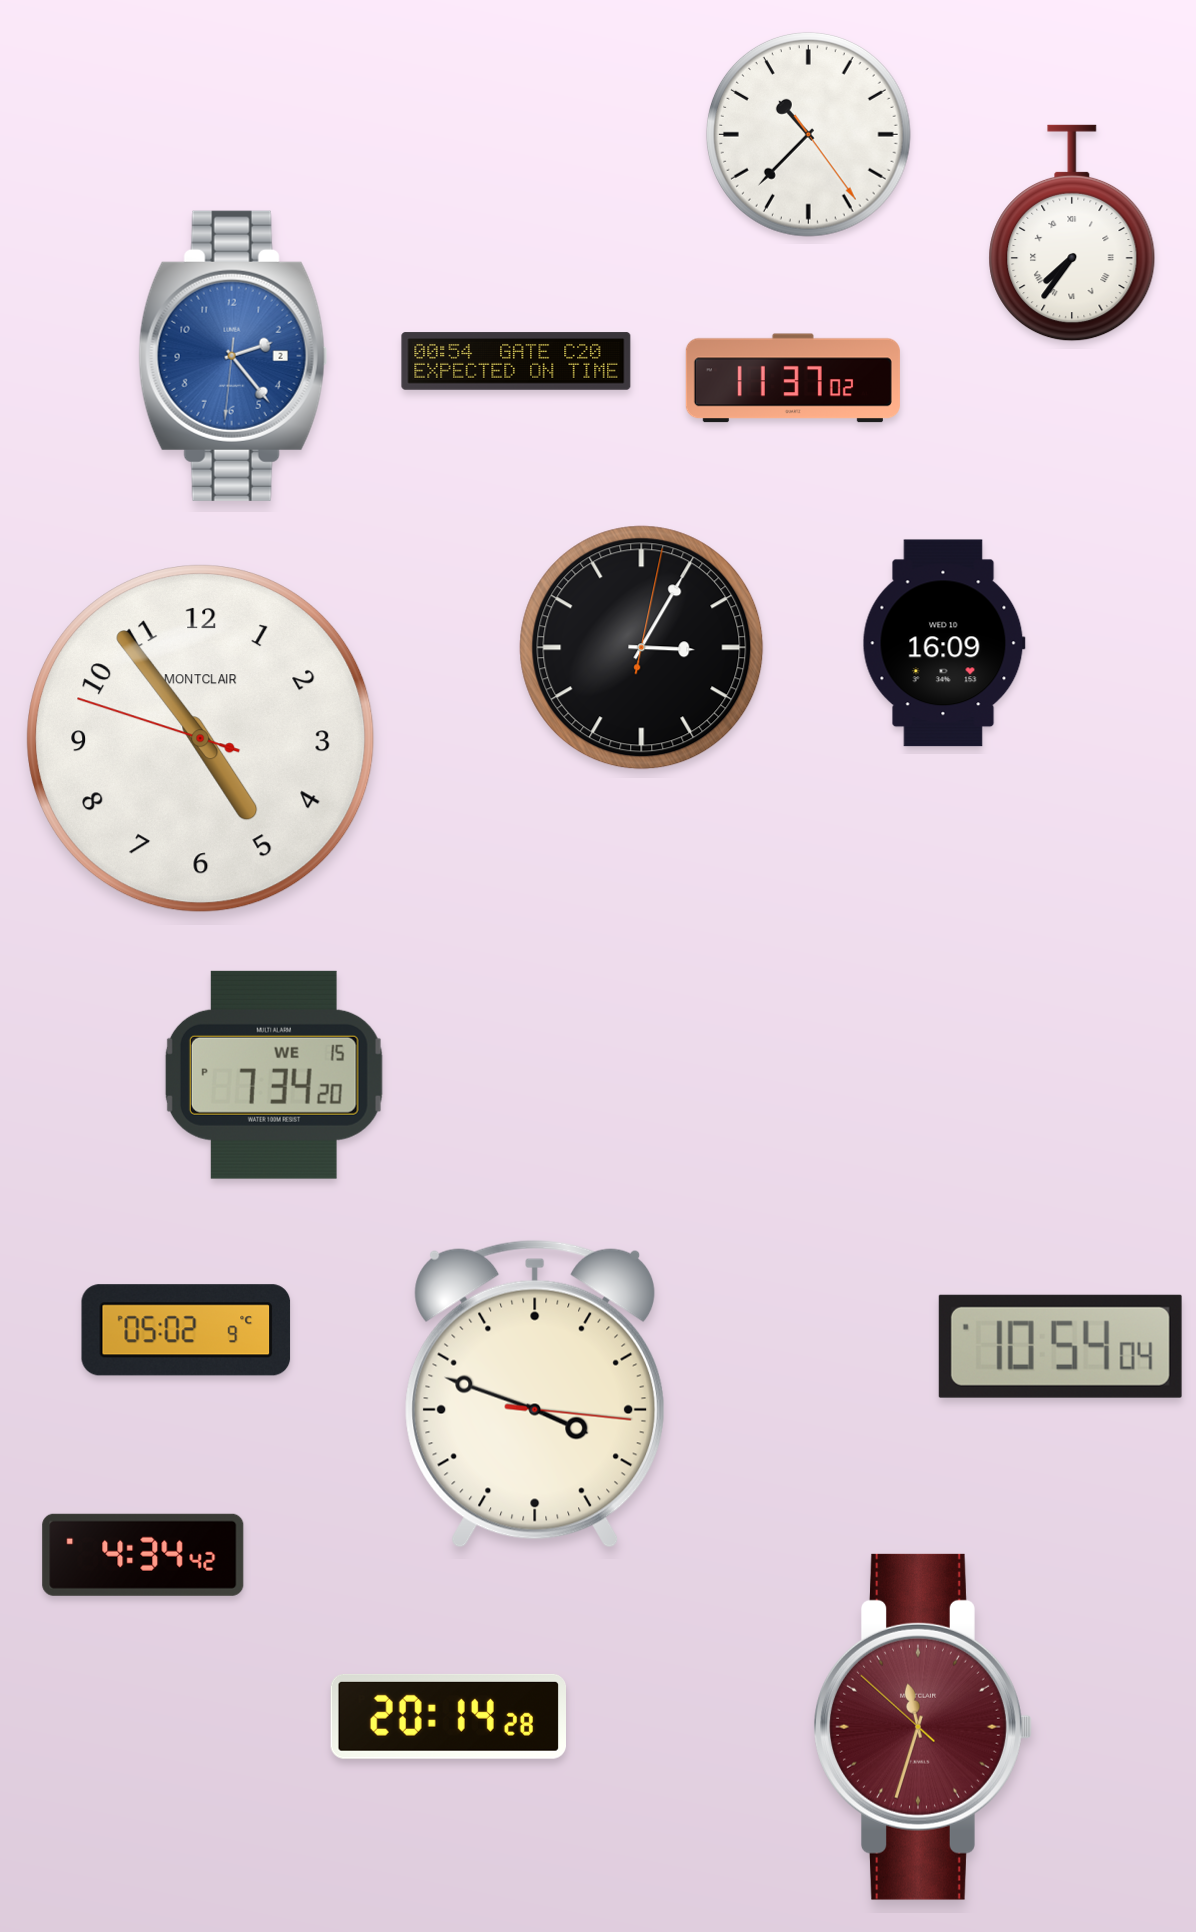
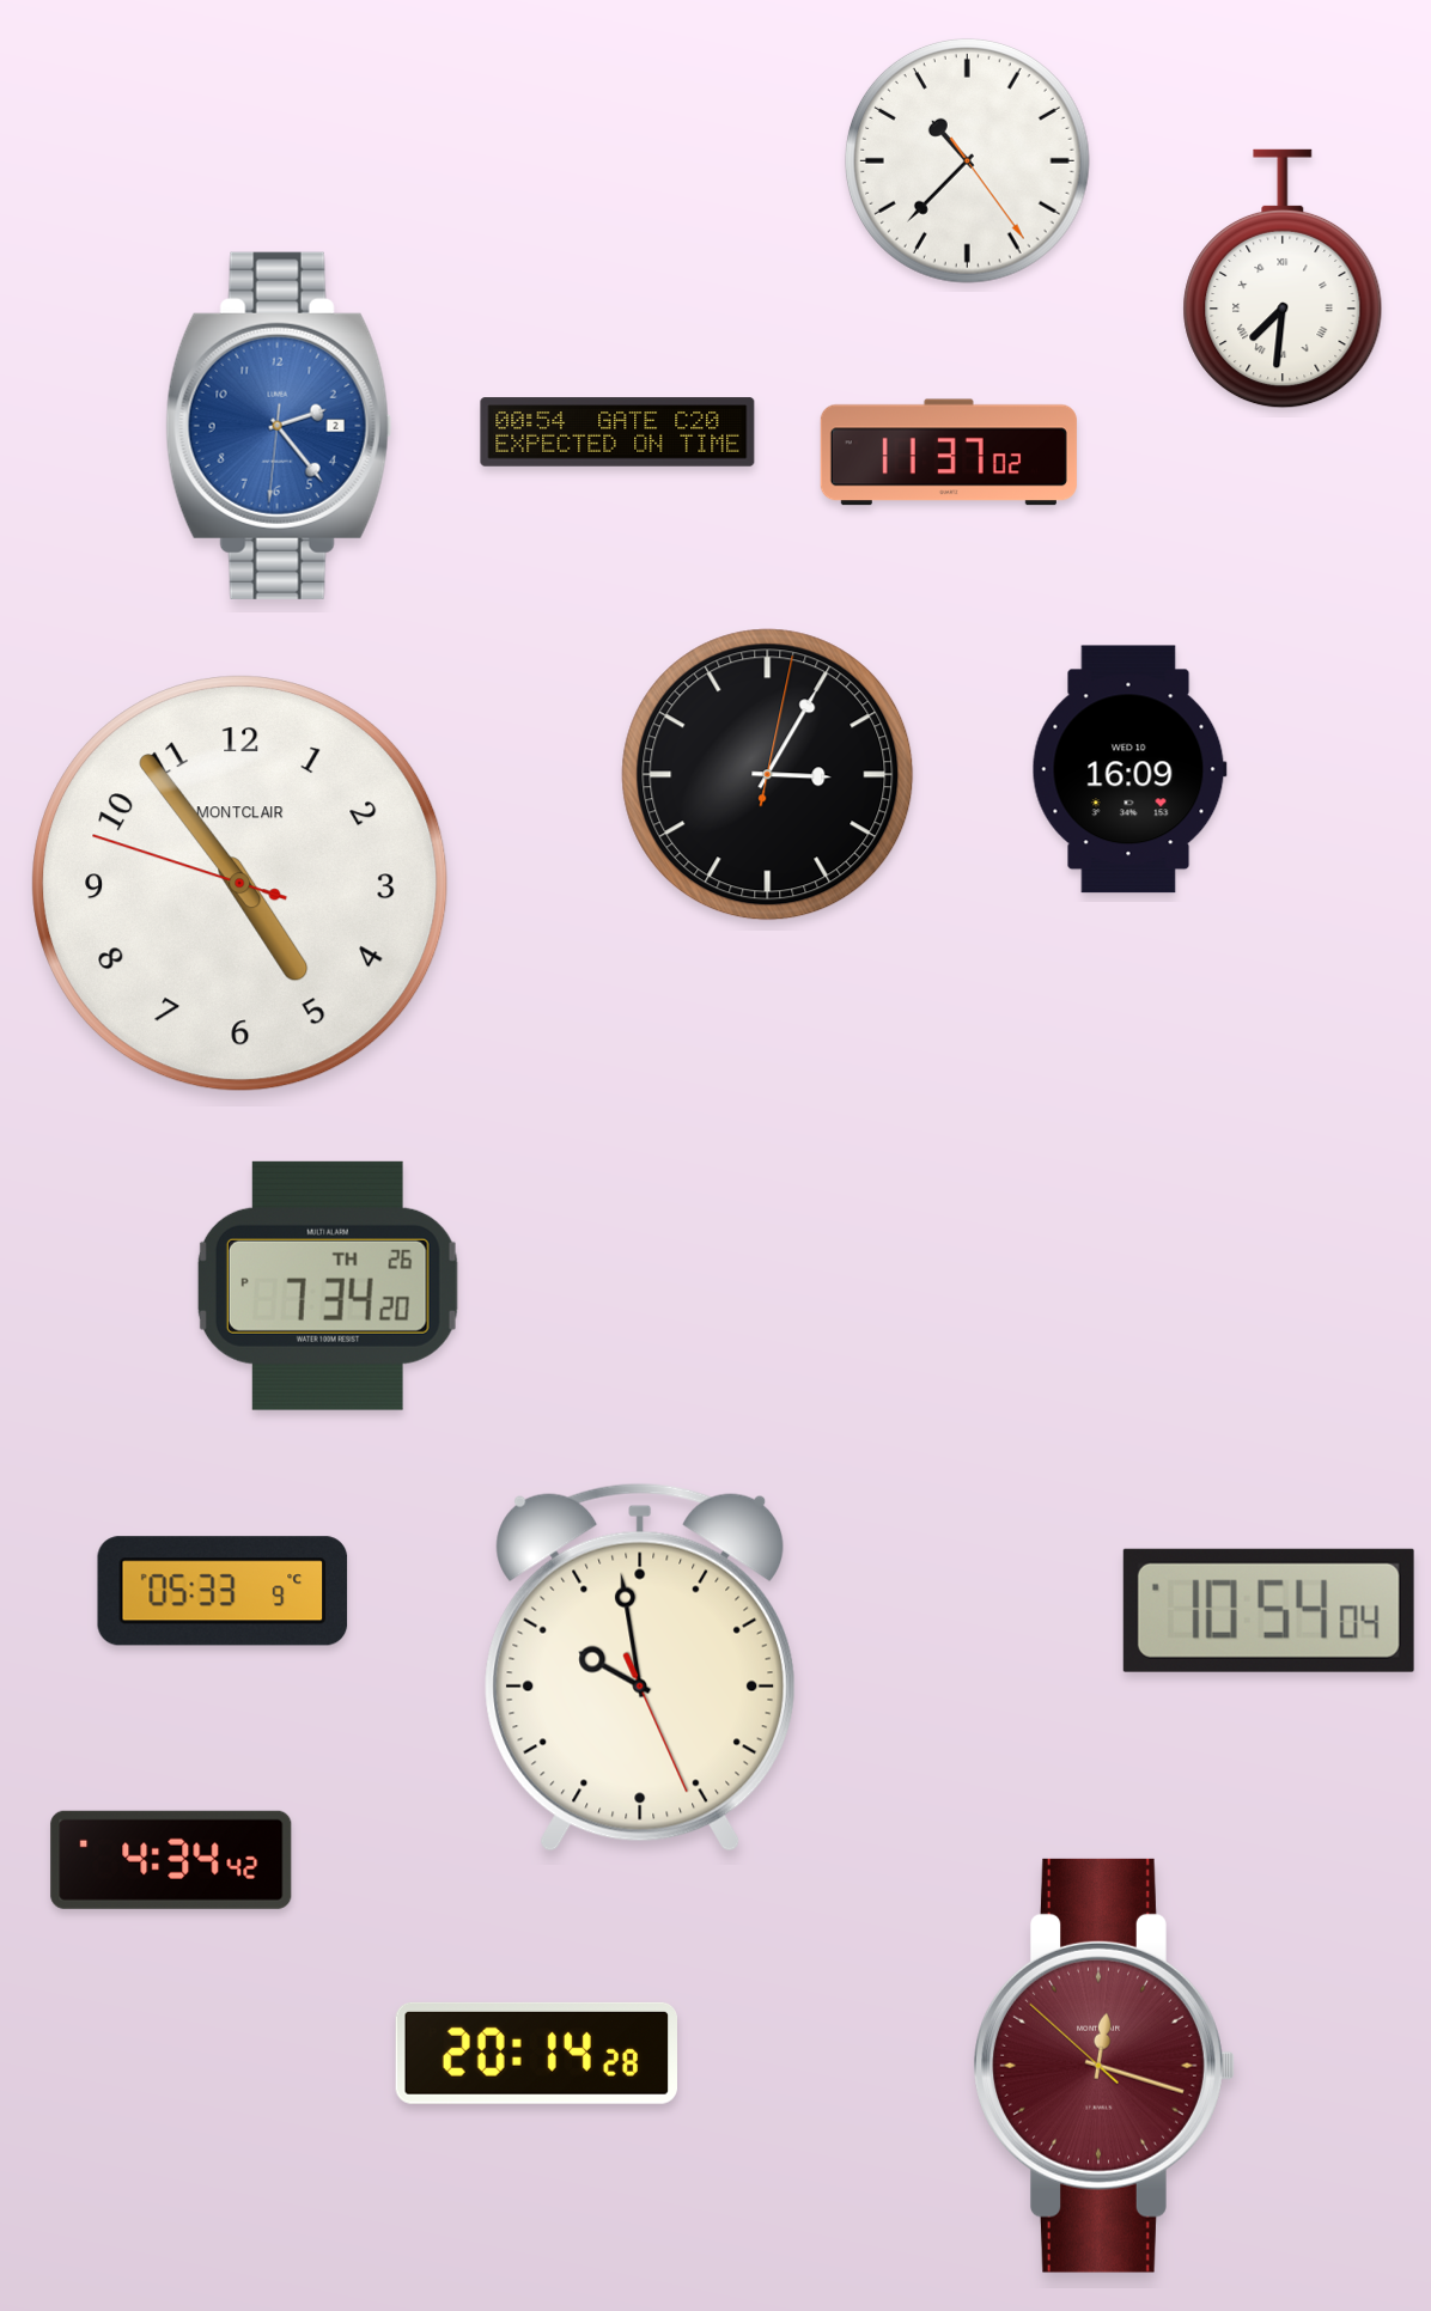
clock at (1072, 233): 7:36 -> 7:31
clock at (274, 1075) date: WE 15 -> TH 26
clock at (186, 1330): 05:02 -> 05:33
clock at (535, 1394): 3:48 -> 9:58
clock at (923, 1727): 11:32 -> 12:17
